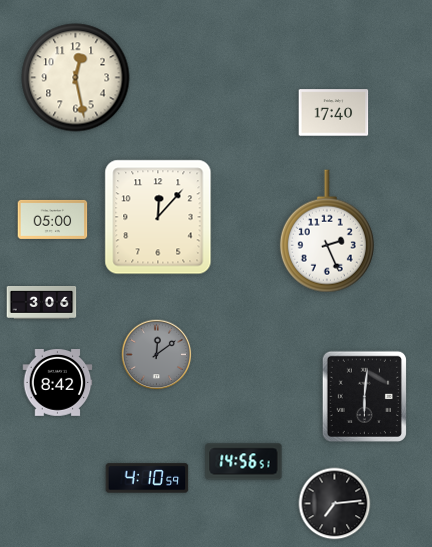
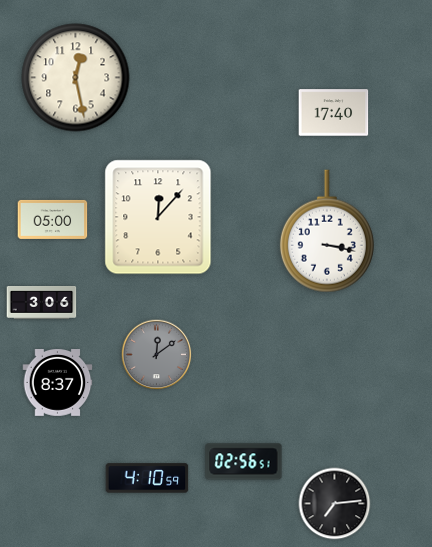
clock at (327, 231): 2:26 -> 3:17
clock at (58, 383): 8:42 -> 8:37
clock at (364, 396): 6:01 -> none
clock at (244, 462): 14:56 -> 02:56
